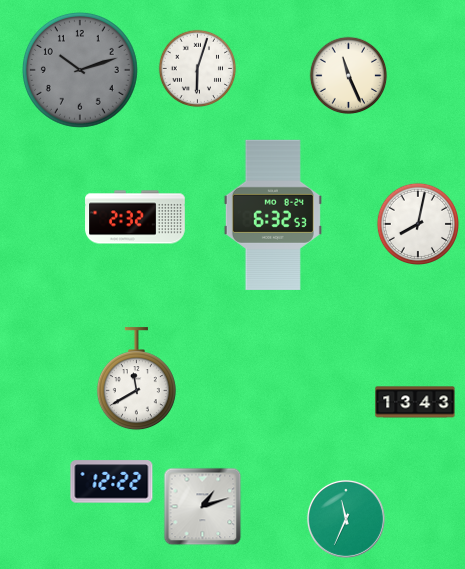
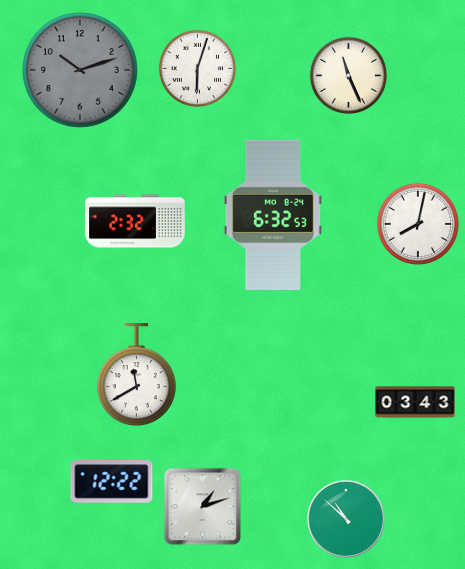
clock at (135, 217) position: (135, 217) -> (135, 221)
clock at (136, 379) position: (136, 379) -> (136, 375)
clock at (415, 402): 13:43 -> 03:43
clock at (346, 519): 11:34 -> 10:52
